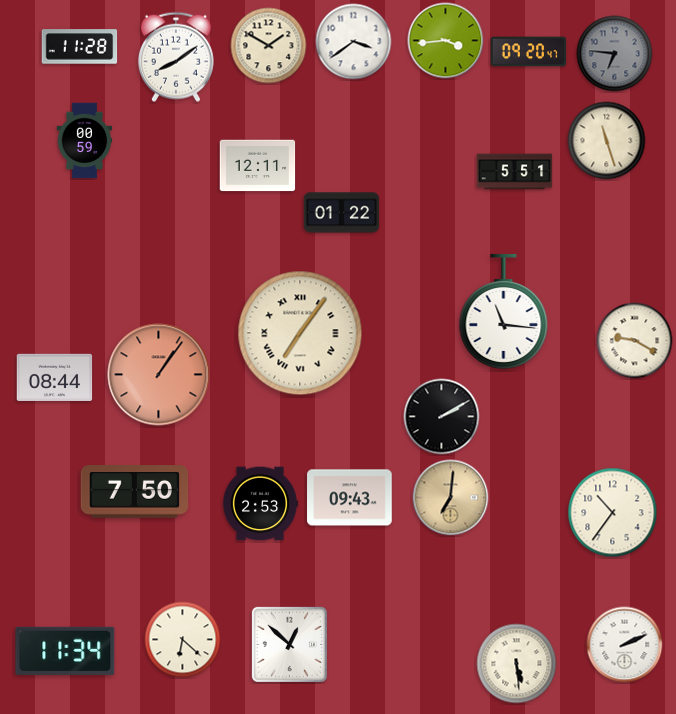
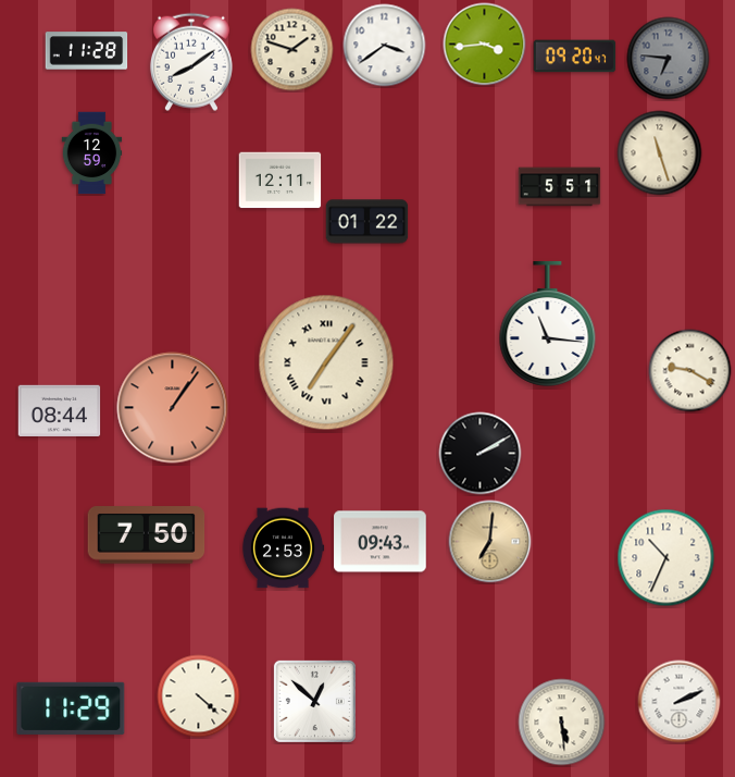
clock at (269, 46): 1:50 -> 1:48
clock at (85, 141): 00:59 -> 12:59
clock at (342, 213) position: (342, 213) -> (367, 222)
clock at (504, 311) position: (504, 311) -> (548, 323)
clock at (613, 513): 10:36 -> 10:34
clock at (183, 640): 6:22 -> 4:22
clock at (65, 651): 11:34 -> 11:29
